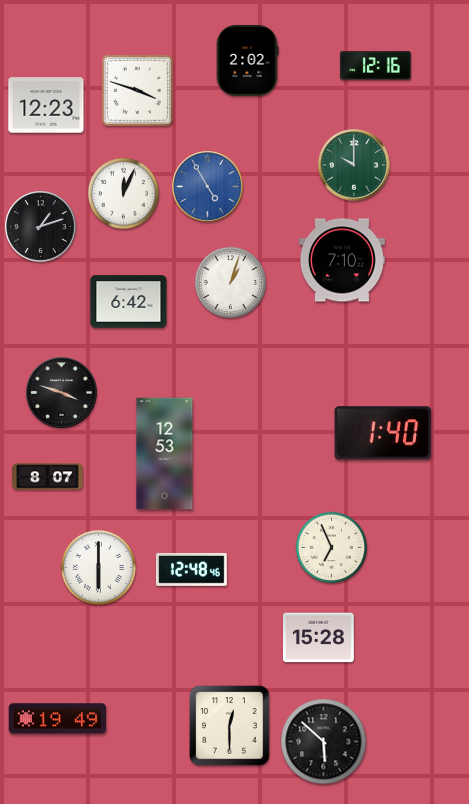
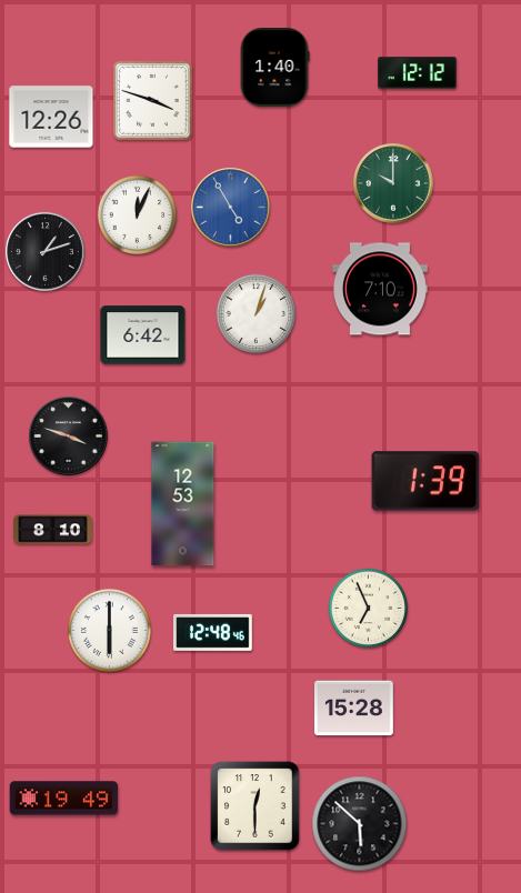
clock at (247, 61): 2:02 -> 1:40
clock at (376, 66): 12:16 -> 12:12
clock at (46, 105): 12:23 -> 12:26
clock at (383, 433): 1:40 -> 1:39
clock at (48, 477): 8:07 -> 8:10
